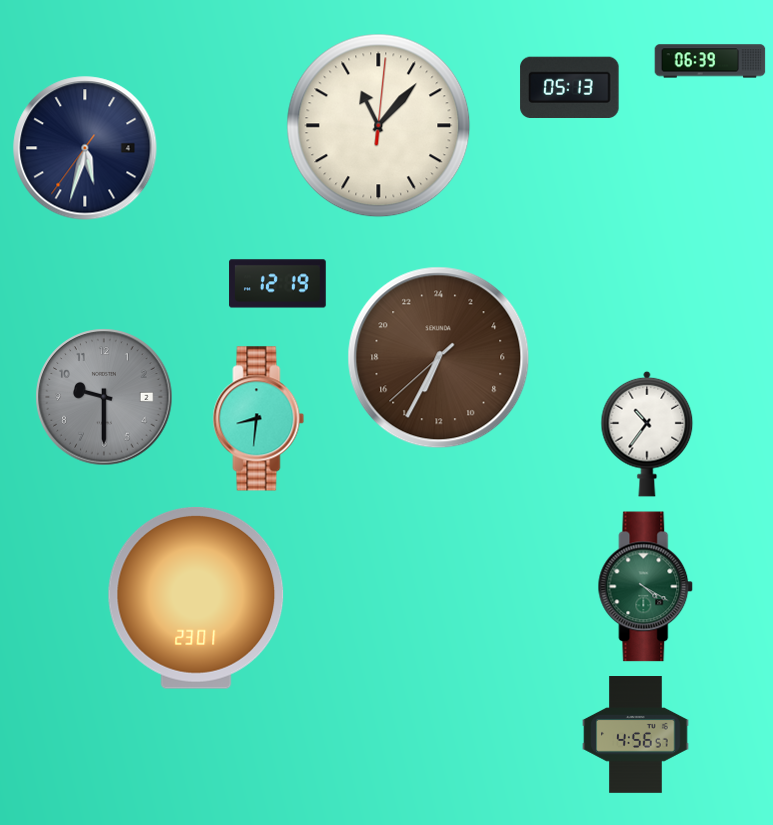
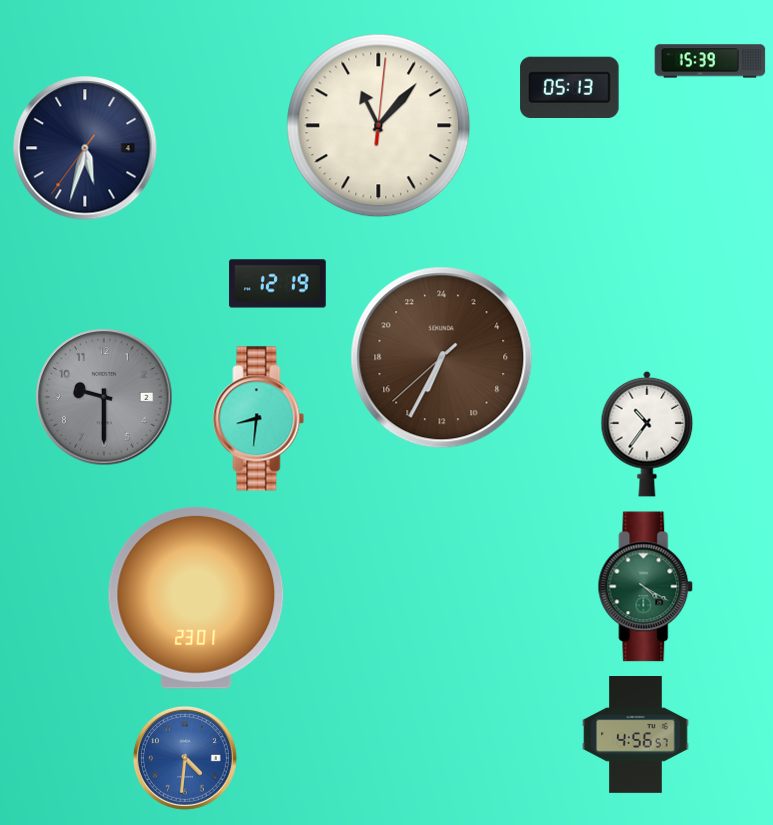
clock at (710, 61): 06:39 -> 15:39
clock at (439, 358) position: (439, 358) -> (442, 358)
clock at (185, 758): none -> 4:31
